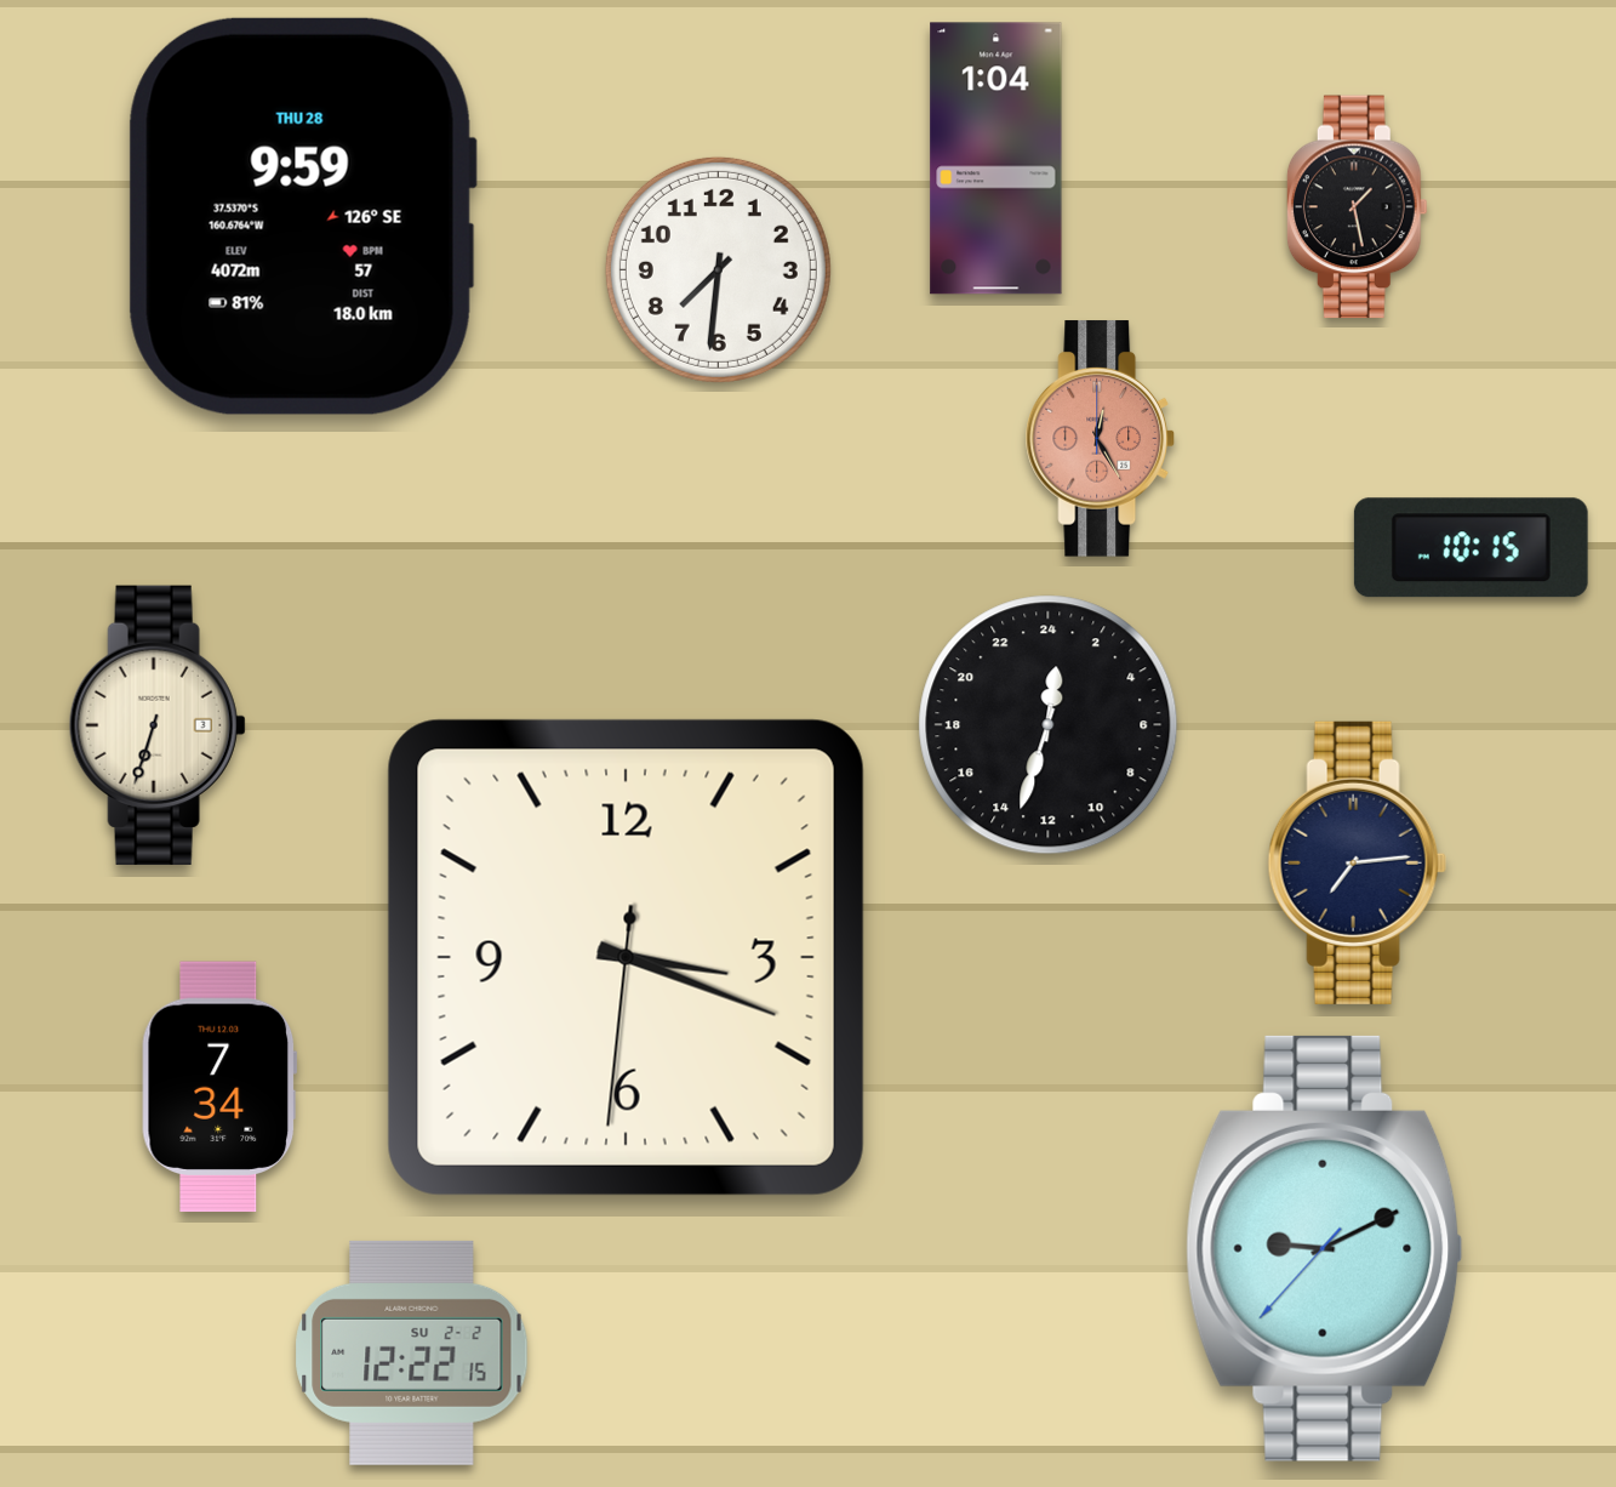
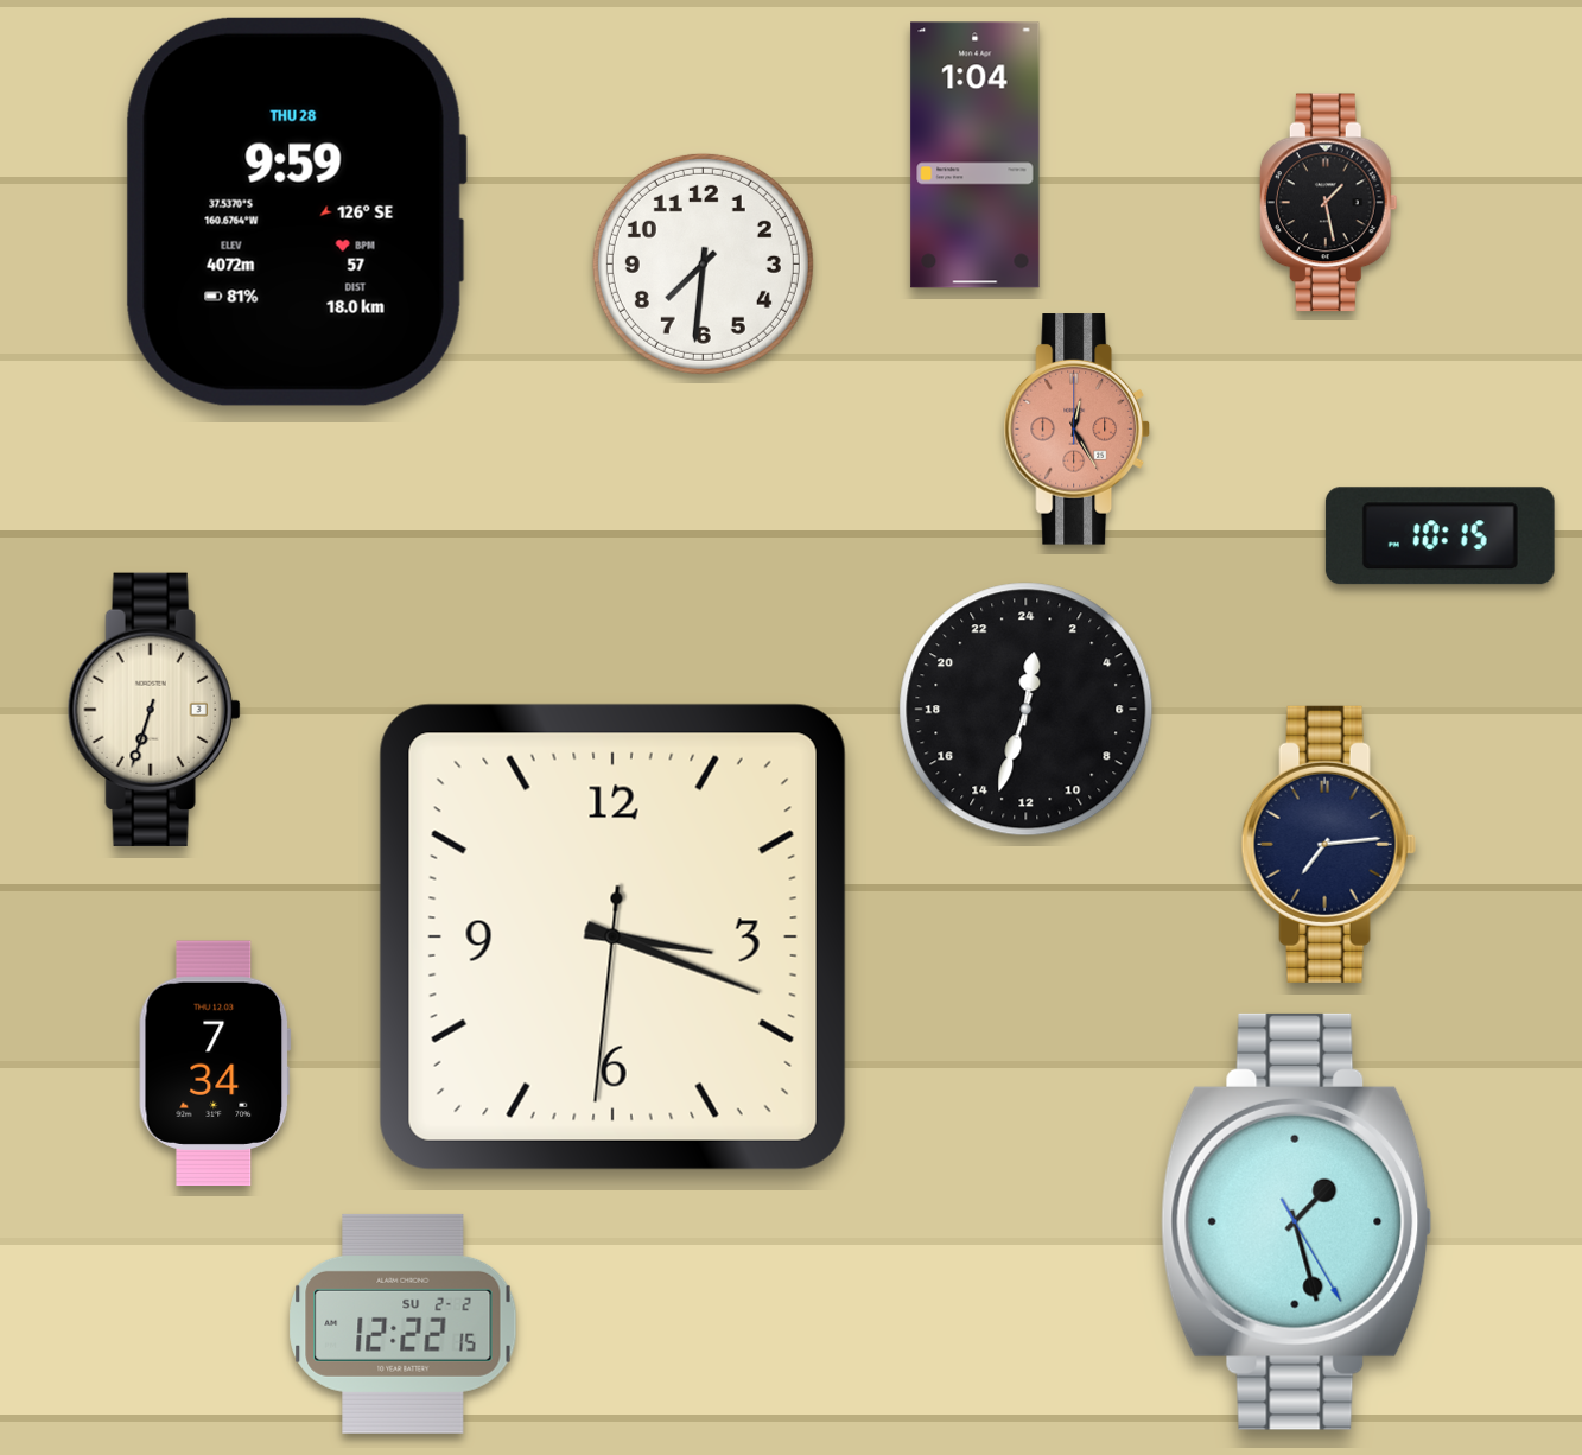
clock at (1325, 1248): 9:10 -> 1:27
